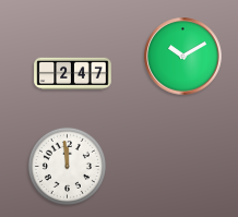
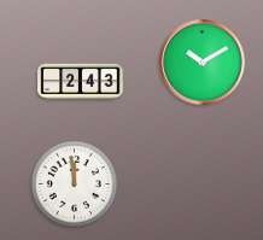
clock at (73, 74): 2:47 -> 2:43
